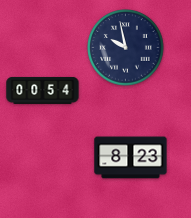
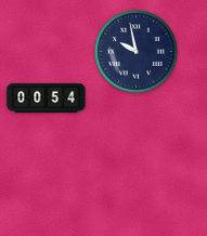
clock at (131, 158): 8:23 -> none
